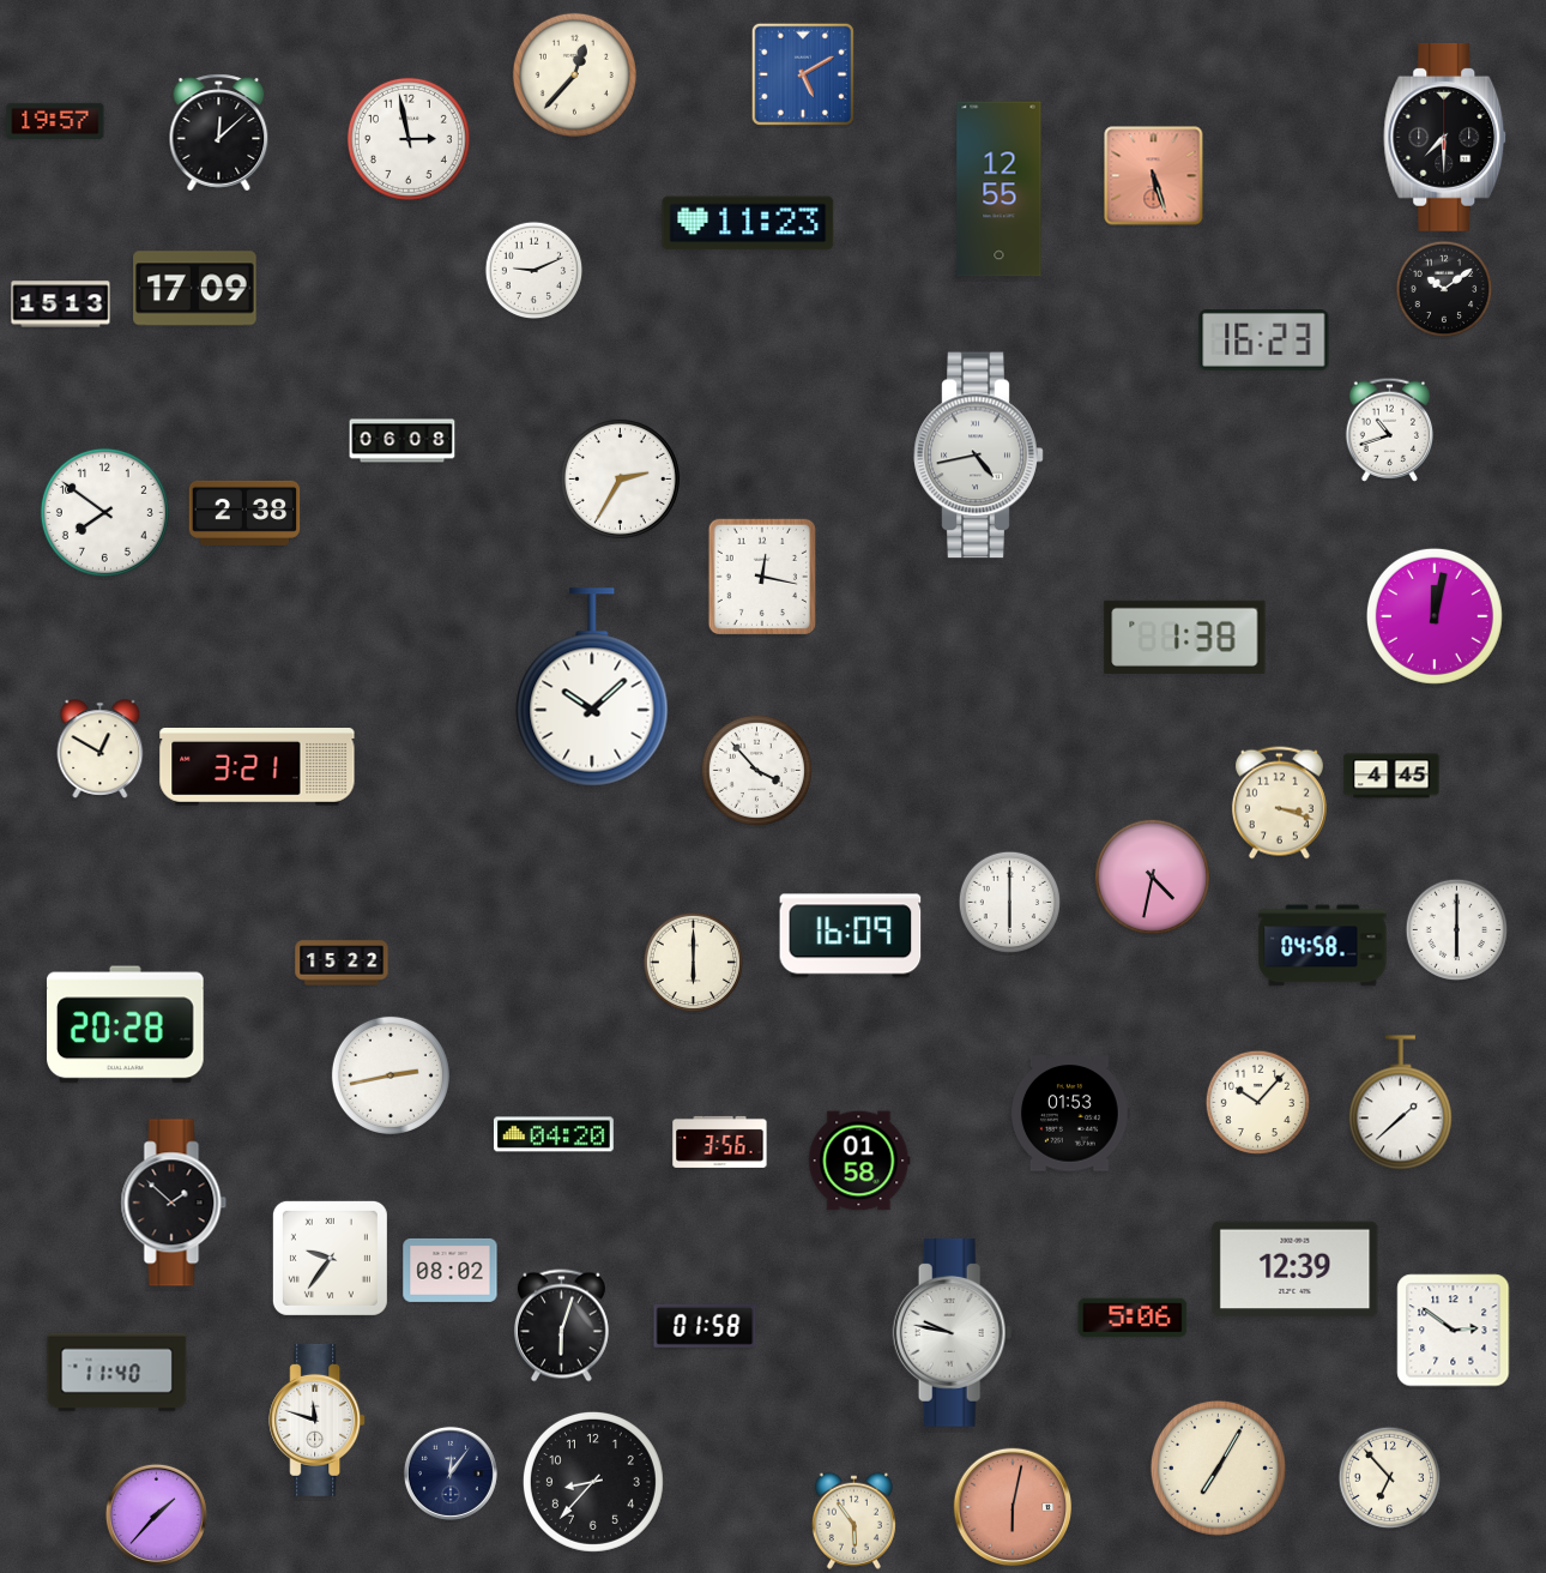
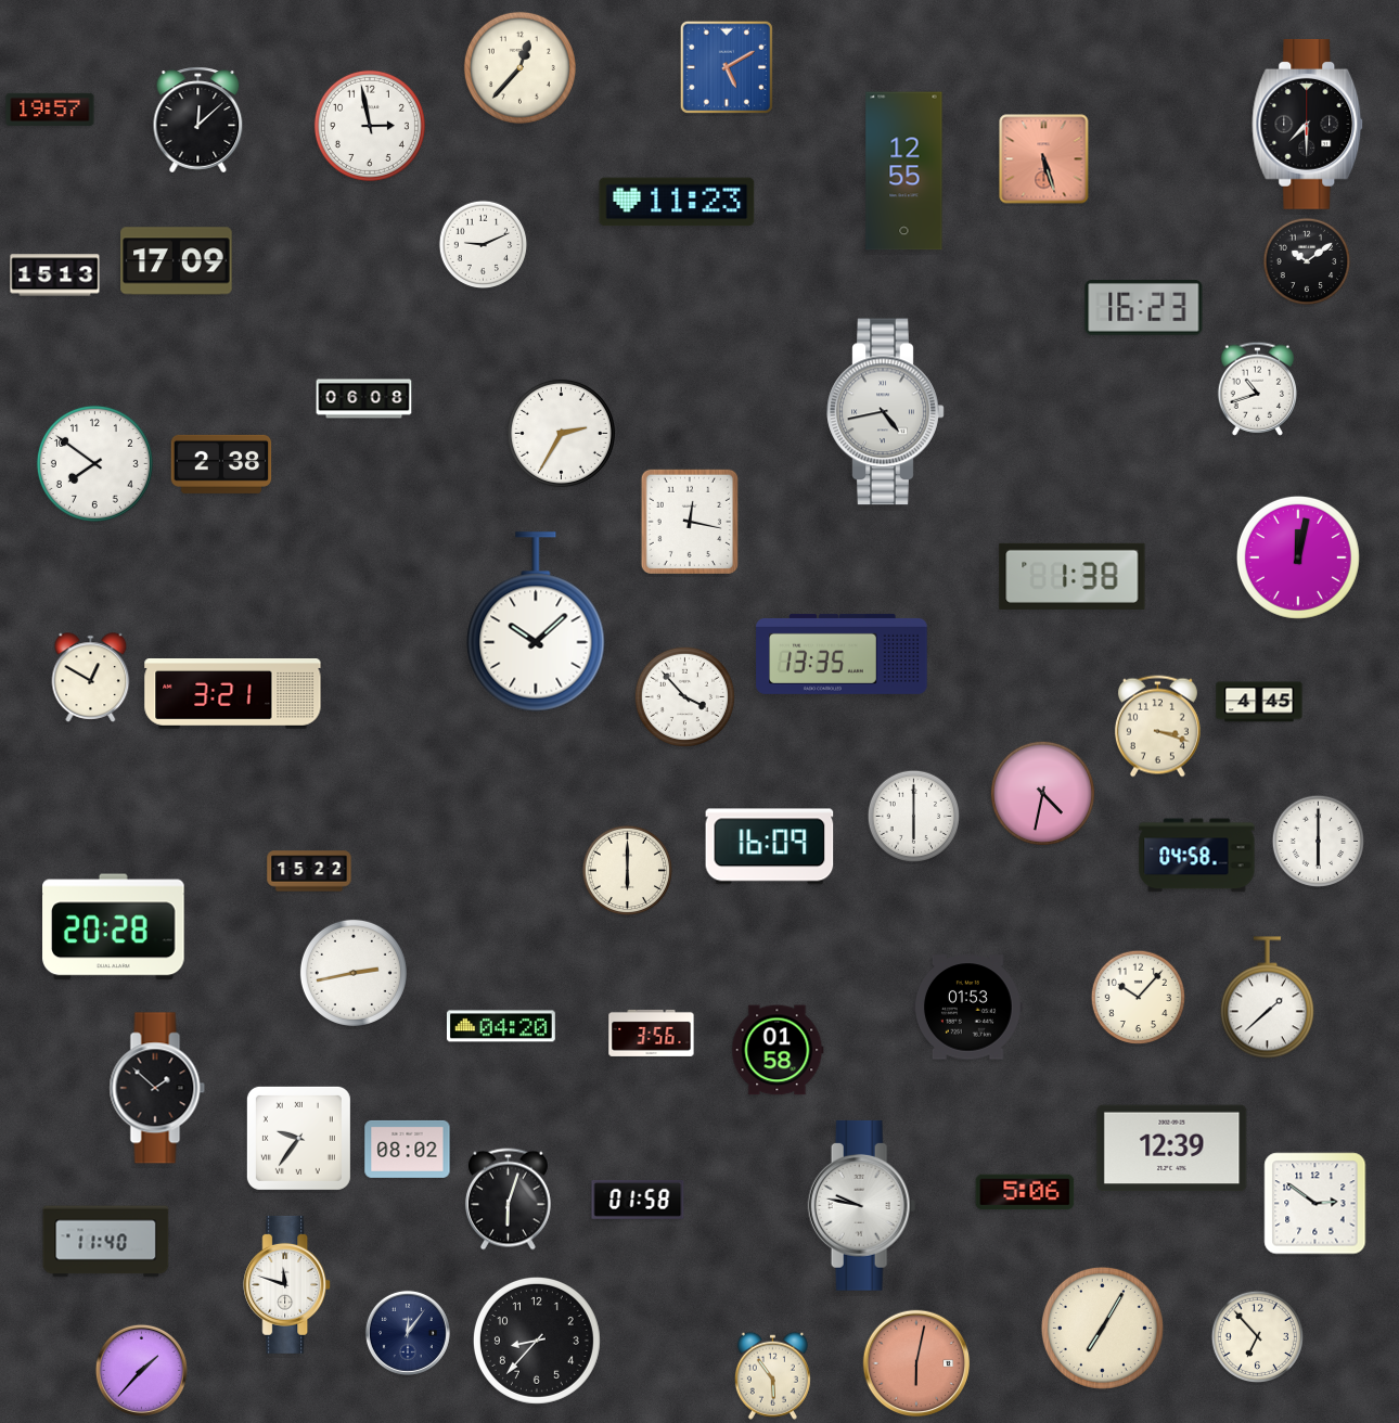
clock at (842, 654): none -> 13:35
